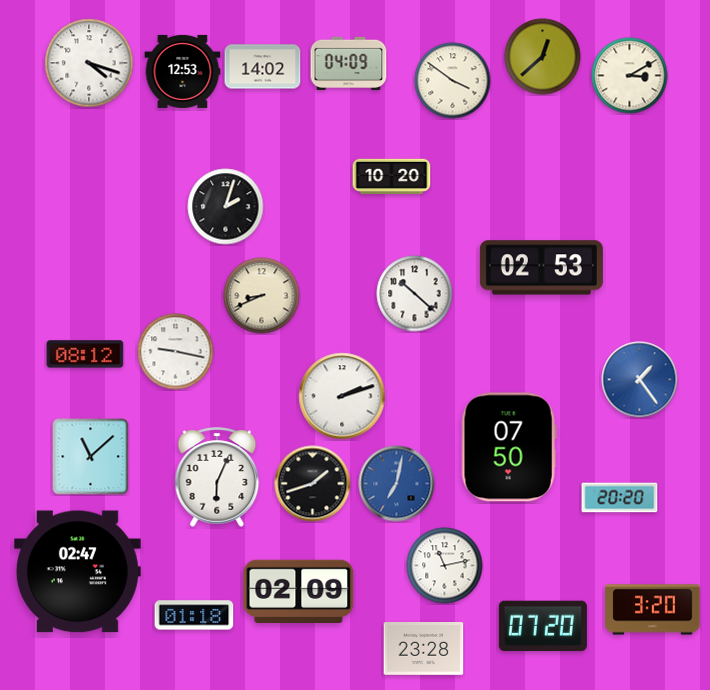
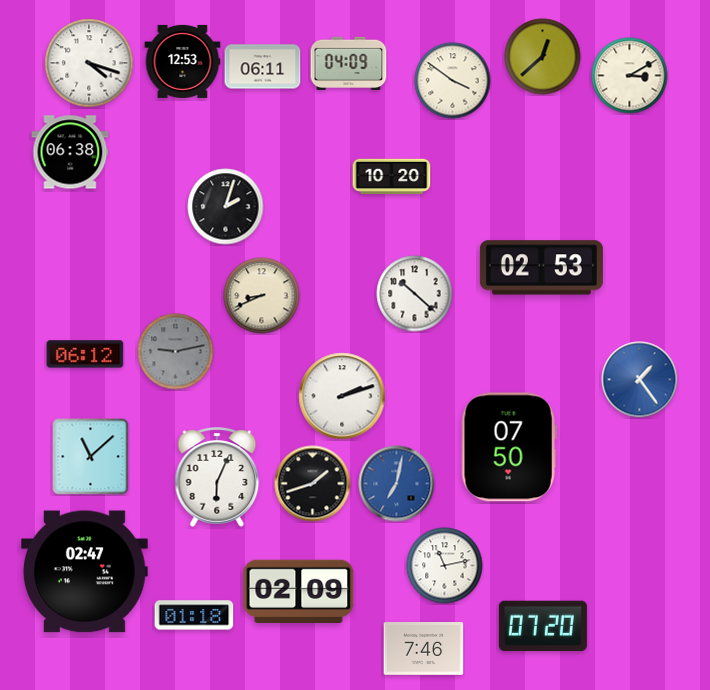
clock at (263, 67): 14:02 -> 06:11
clock at (183, 71) position: (183, 71) -> (183, 61)
clock at (70, 152): none -> 06:38
clock at (176, 352): 9:17 -> 9:13
clock at (176, 352) dial: white -> grey
clock at (85, 354): 08:12 -> 06:12
clock at (620, 498): 20:20 -> none
clock at (77, 572) position: (77, 572) -> (84, 572)
clock at (653, 610): 3:20 -> none
clock at (424, 649): 23:28 -> 7:46
